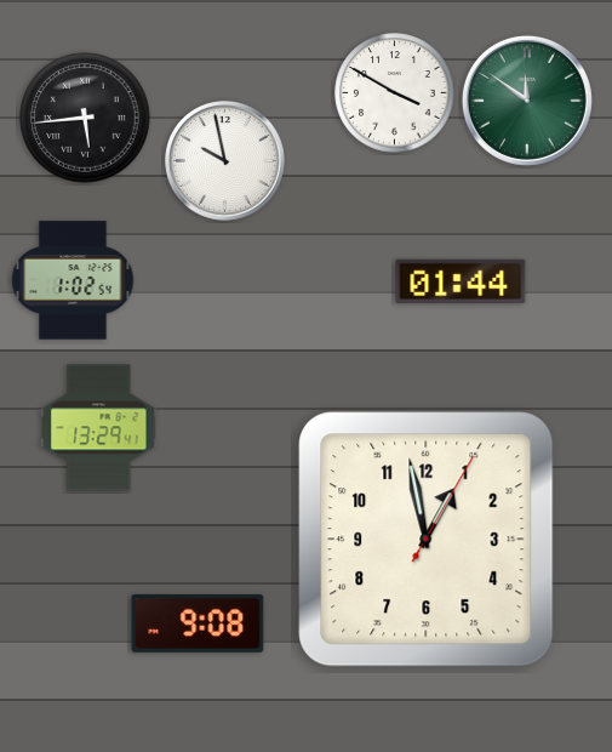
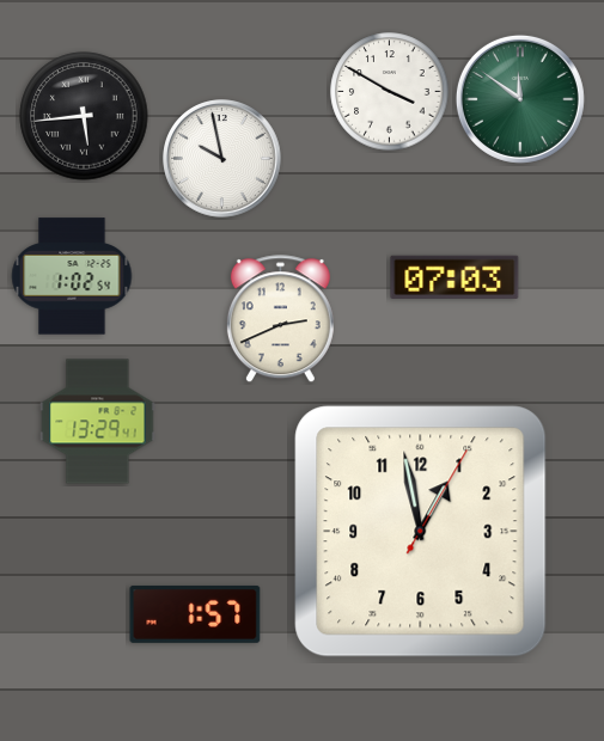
clock at (461, 281): 01:44 -> 07:03
clock at (280, 319): none -> 2:41
clock at (198, 623): 9:08 -> 1:57
